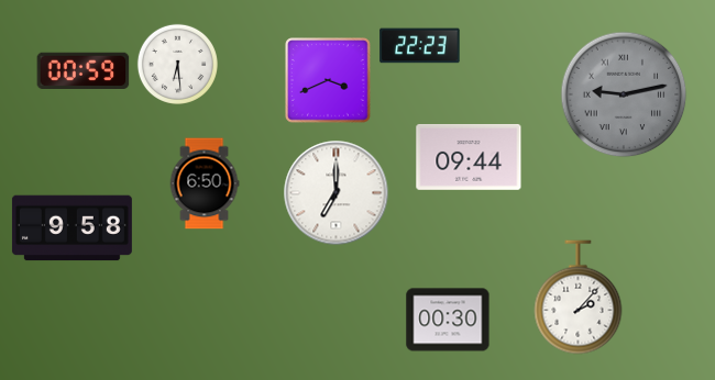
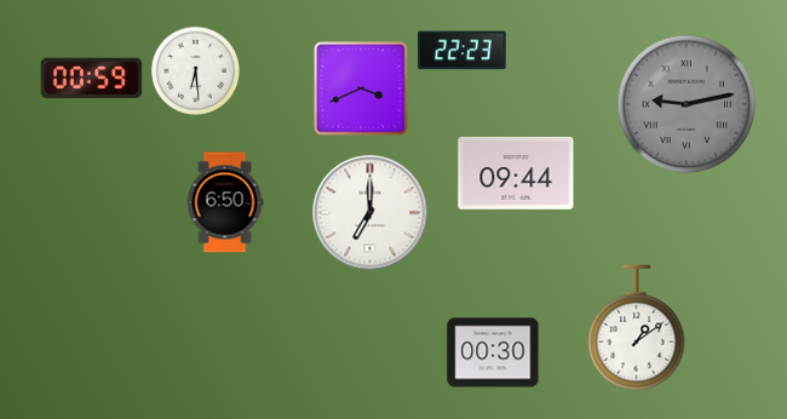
clock at (71, 228): 9:58 -> none
clock at (579, 298): 2:07 -> 1:09
